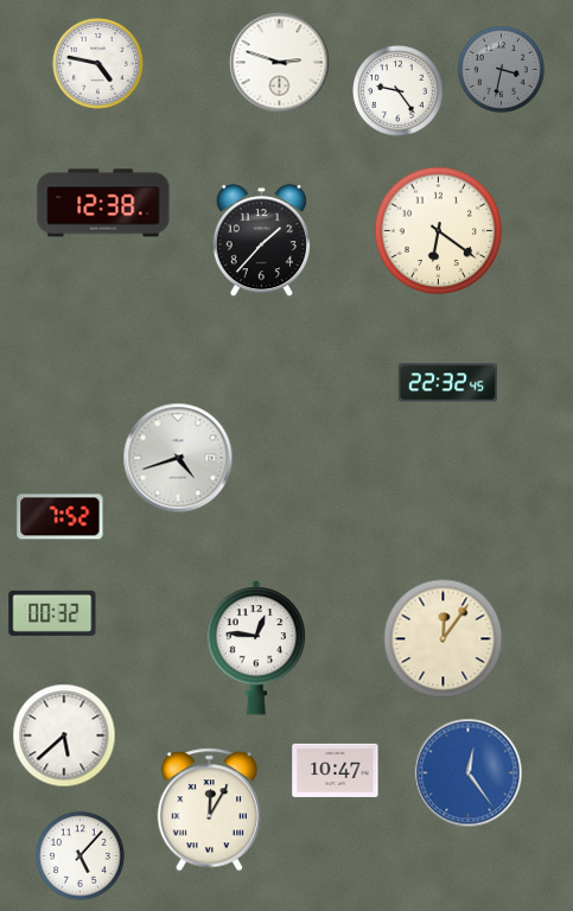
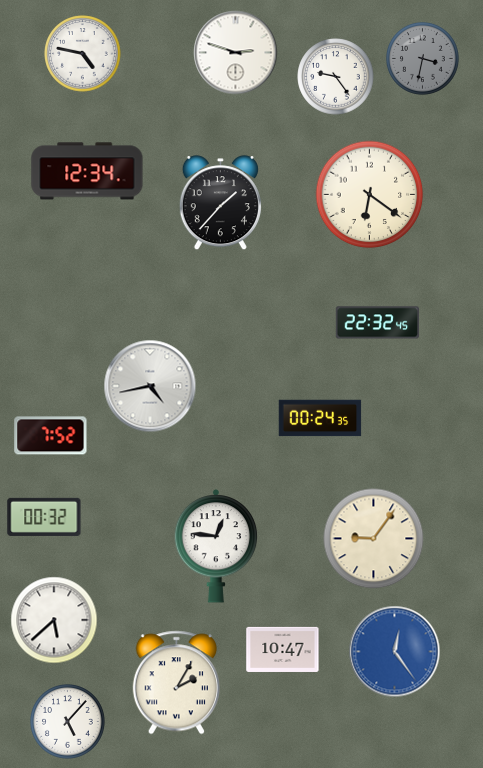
clock at (103, 203): 12:38 -> 12:34
clock at (178, 458): 4:42 -> 4:43
clock at (320, 418): none -> 00:24
clock at (444, 639): 12:06 -> 9:06
clock at (209, 810): 12:05 -> 2:05
